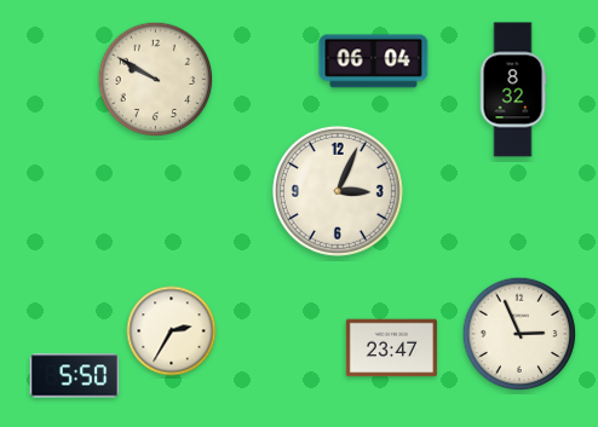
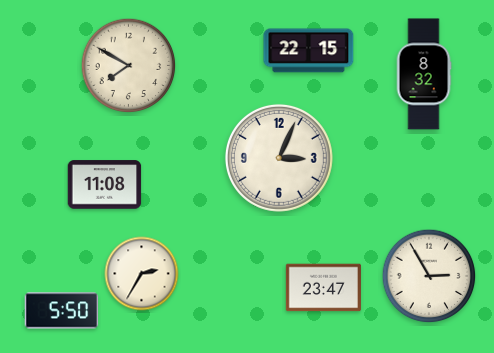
clock at (374, 62): 06:04 -> 22:15
clock at (156, 80): 9:50 -> 7:50
clock at (105, 185): none -> 11:08
clock at (519, 334): 2:56 -> 2:55
